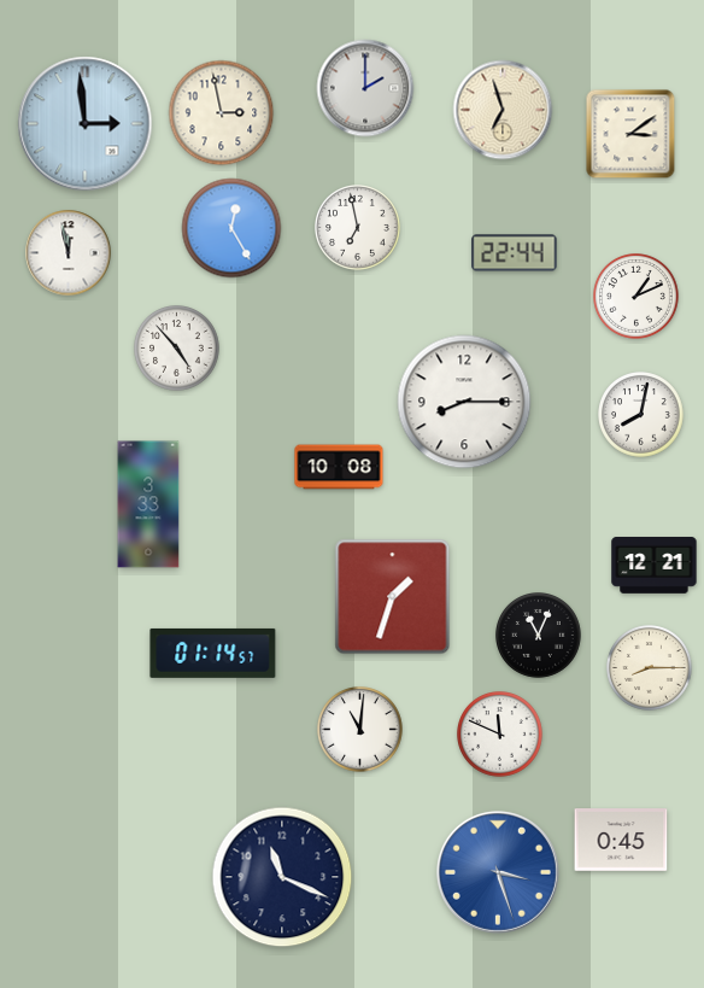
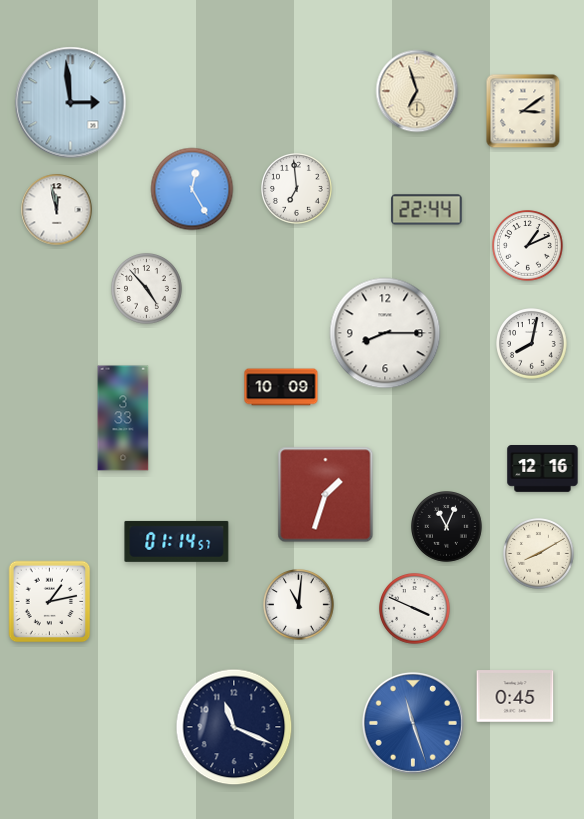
clock at (365, 88): 2:00 -> none
clock at (222, 113): 2:58 -> none
clock at (358, 228): 6:58 -> 6:59
clock at (339, 467): 10:08 -> 10:09
clock at (655, 566): 12:21 -> 12:16
clock at (650, 668): 8:15 -> 8:10
clock at (50, 602): none -> 1:13
clock at (500, 735): 11:49 -> 3:49
clock at (498, 872): 3:27 -> 11:27
